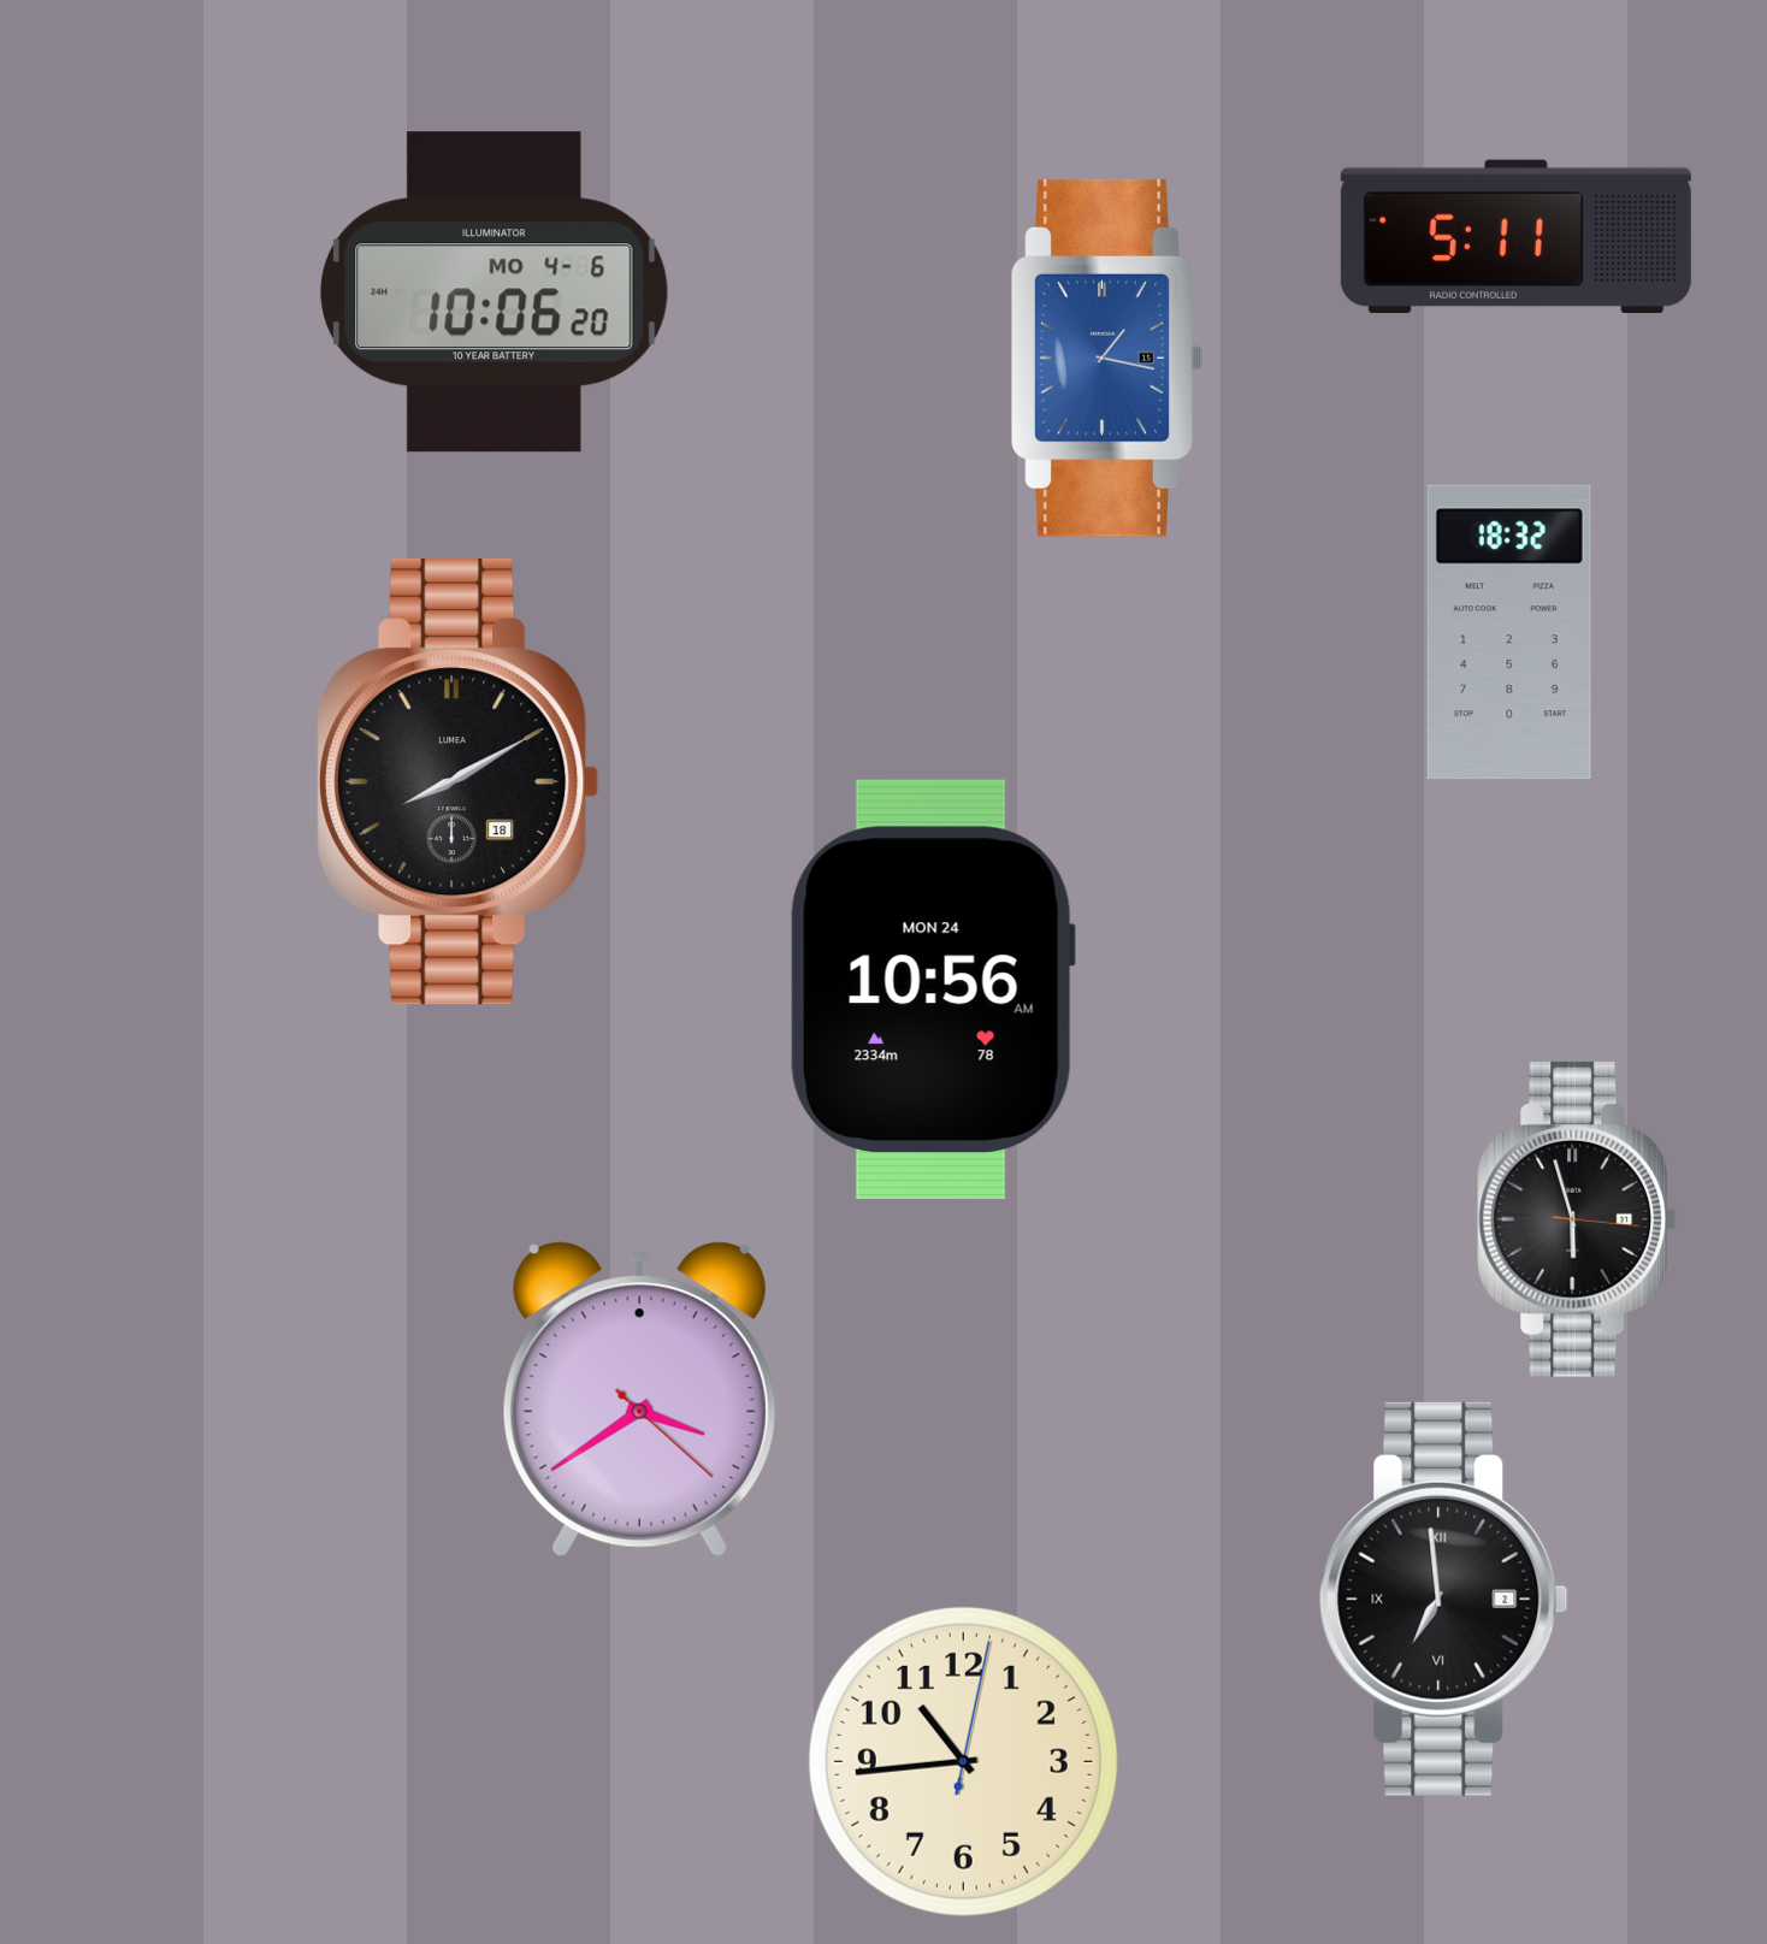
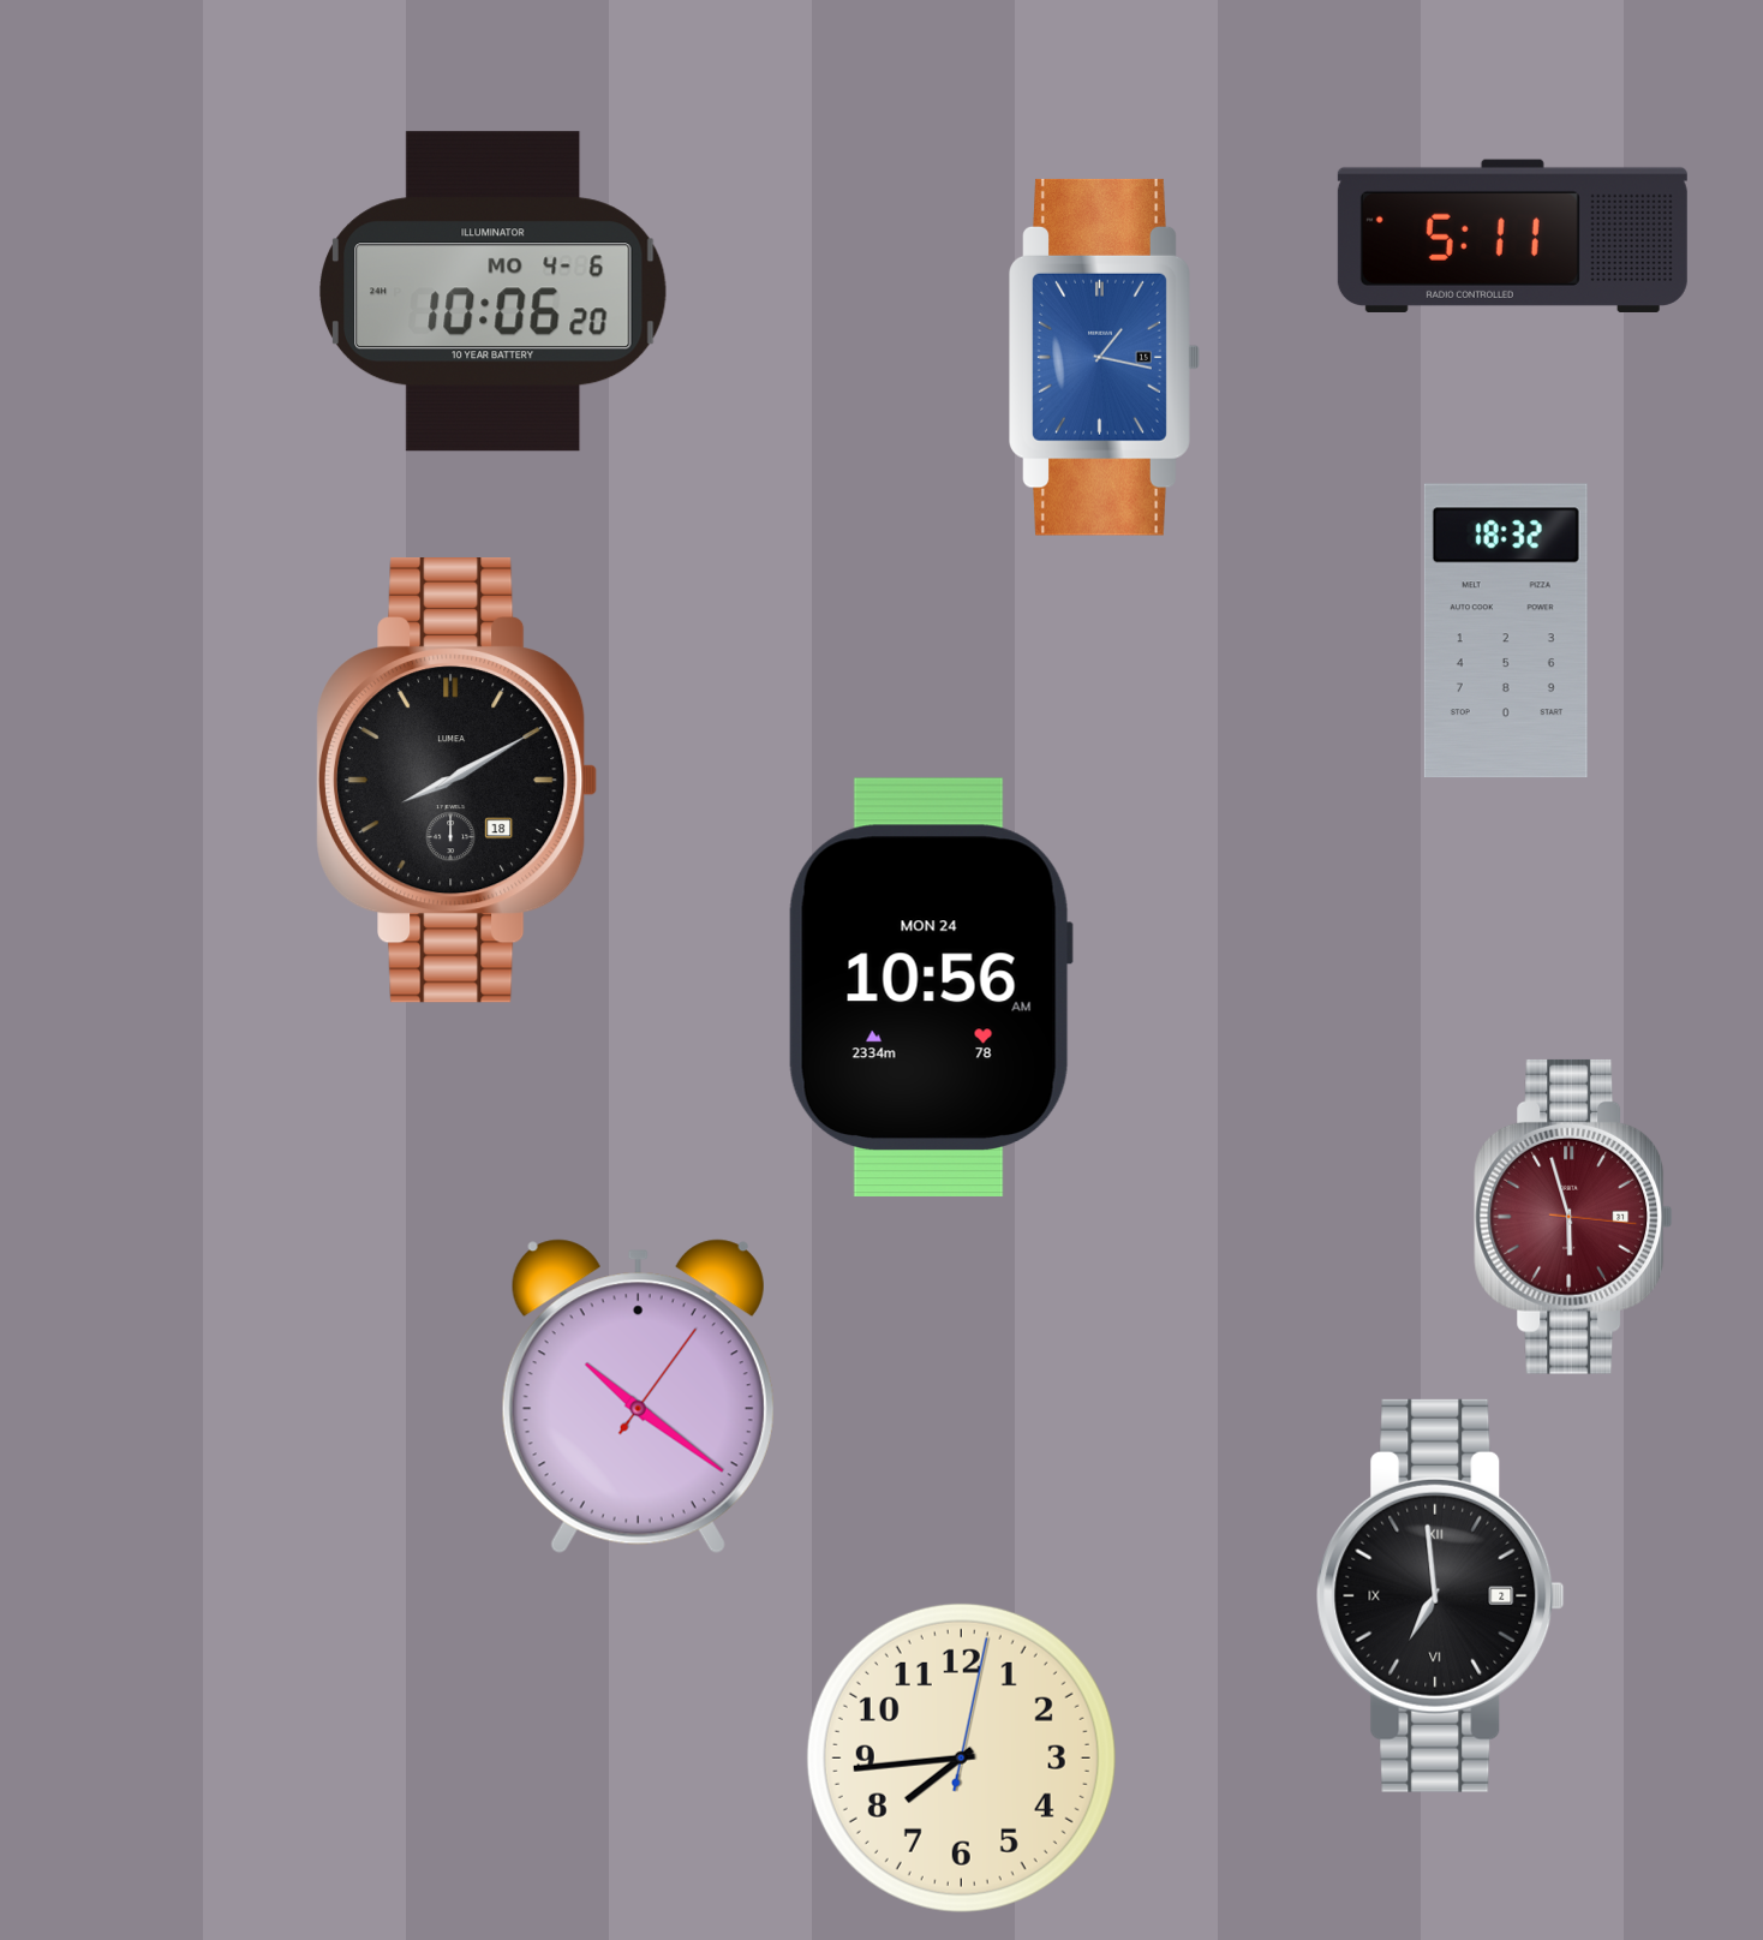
clock at (1577, 1219) dial: black -> burgundy
clock at (639, 1400): 3:39 -> 10:21
clock at (963, 1761): 10:44 -> 7:44
